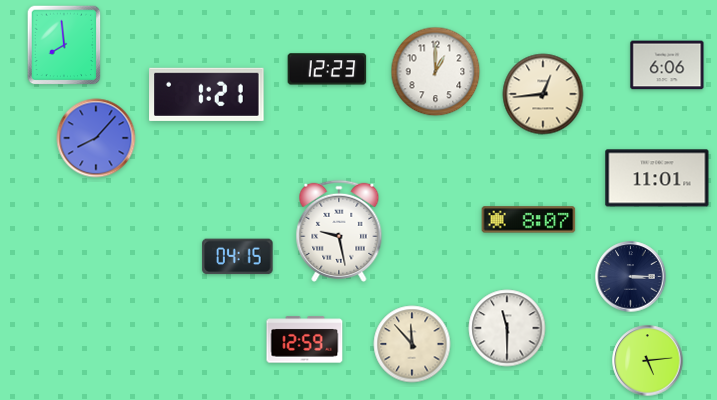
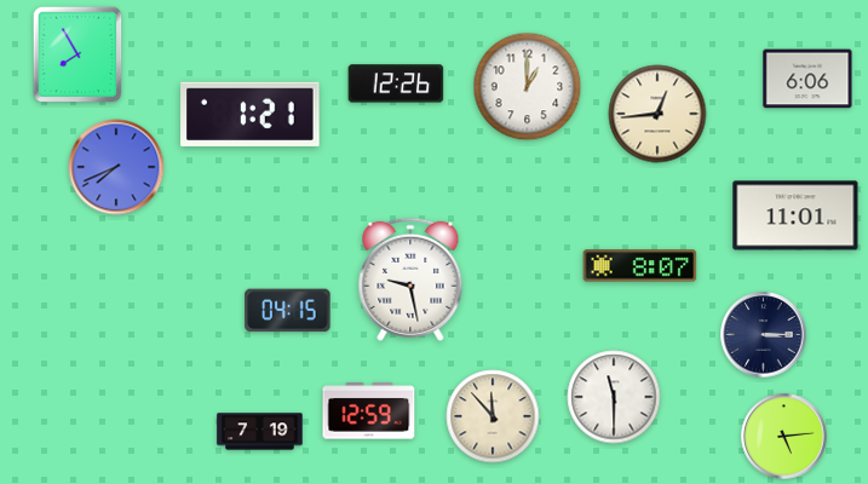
clock at (64, 45): 7:59 -> 7:55
clock at (327, 69): 12:23 -> 12:26
clock at (96, 138): 8:07 -> 7:41
clock at (412, 344) position: (412, 344) -> (493, 416)
clock at (260, 432): none -> 7:19
